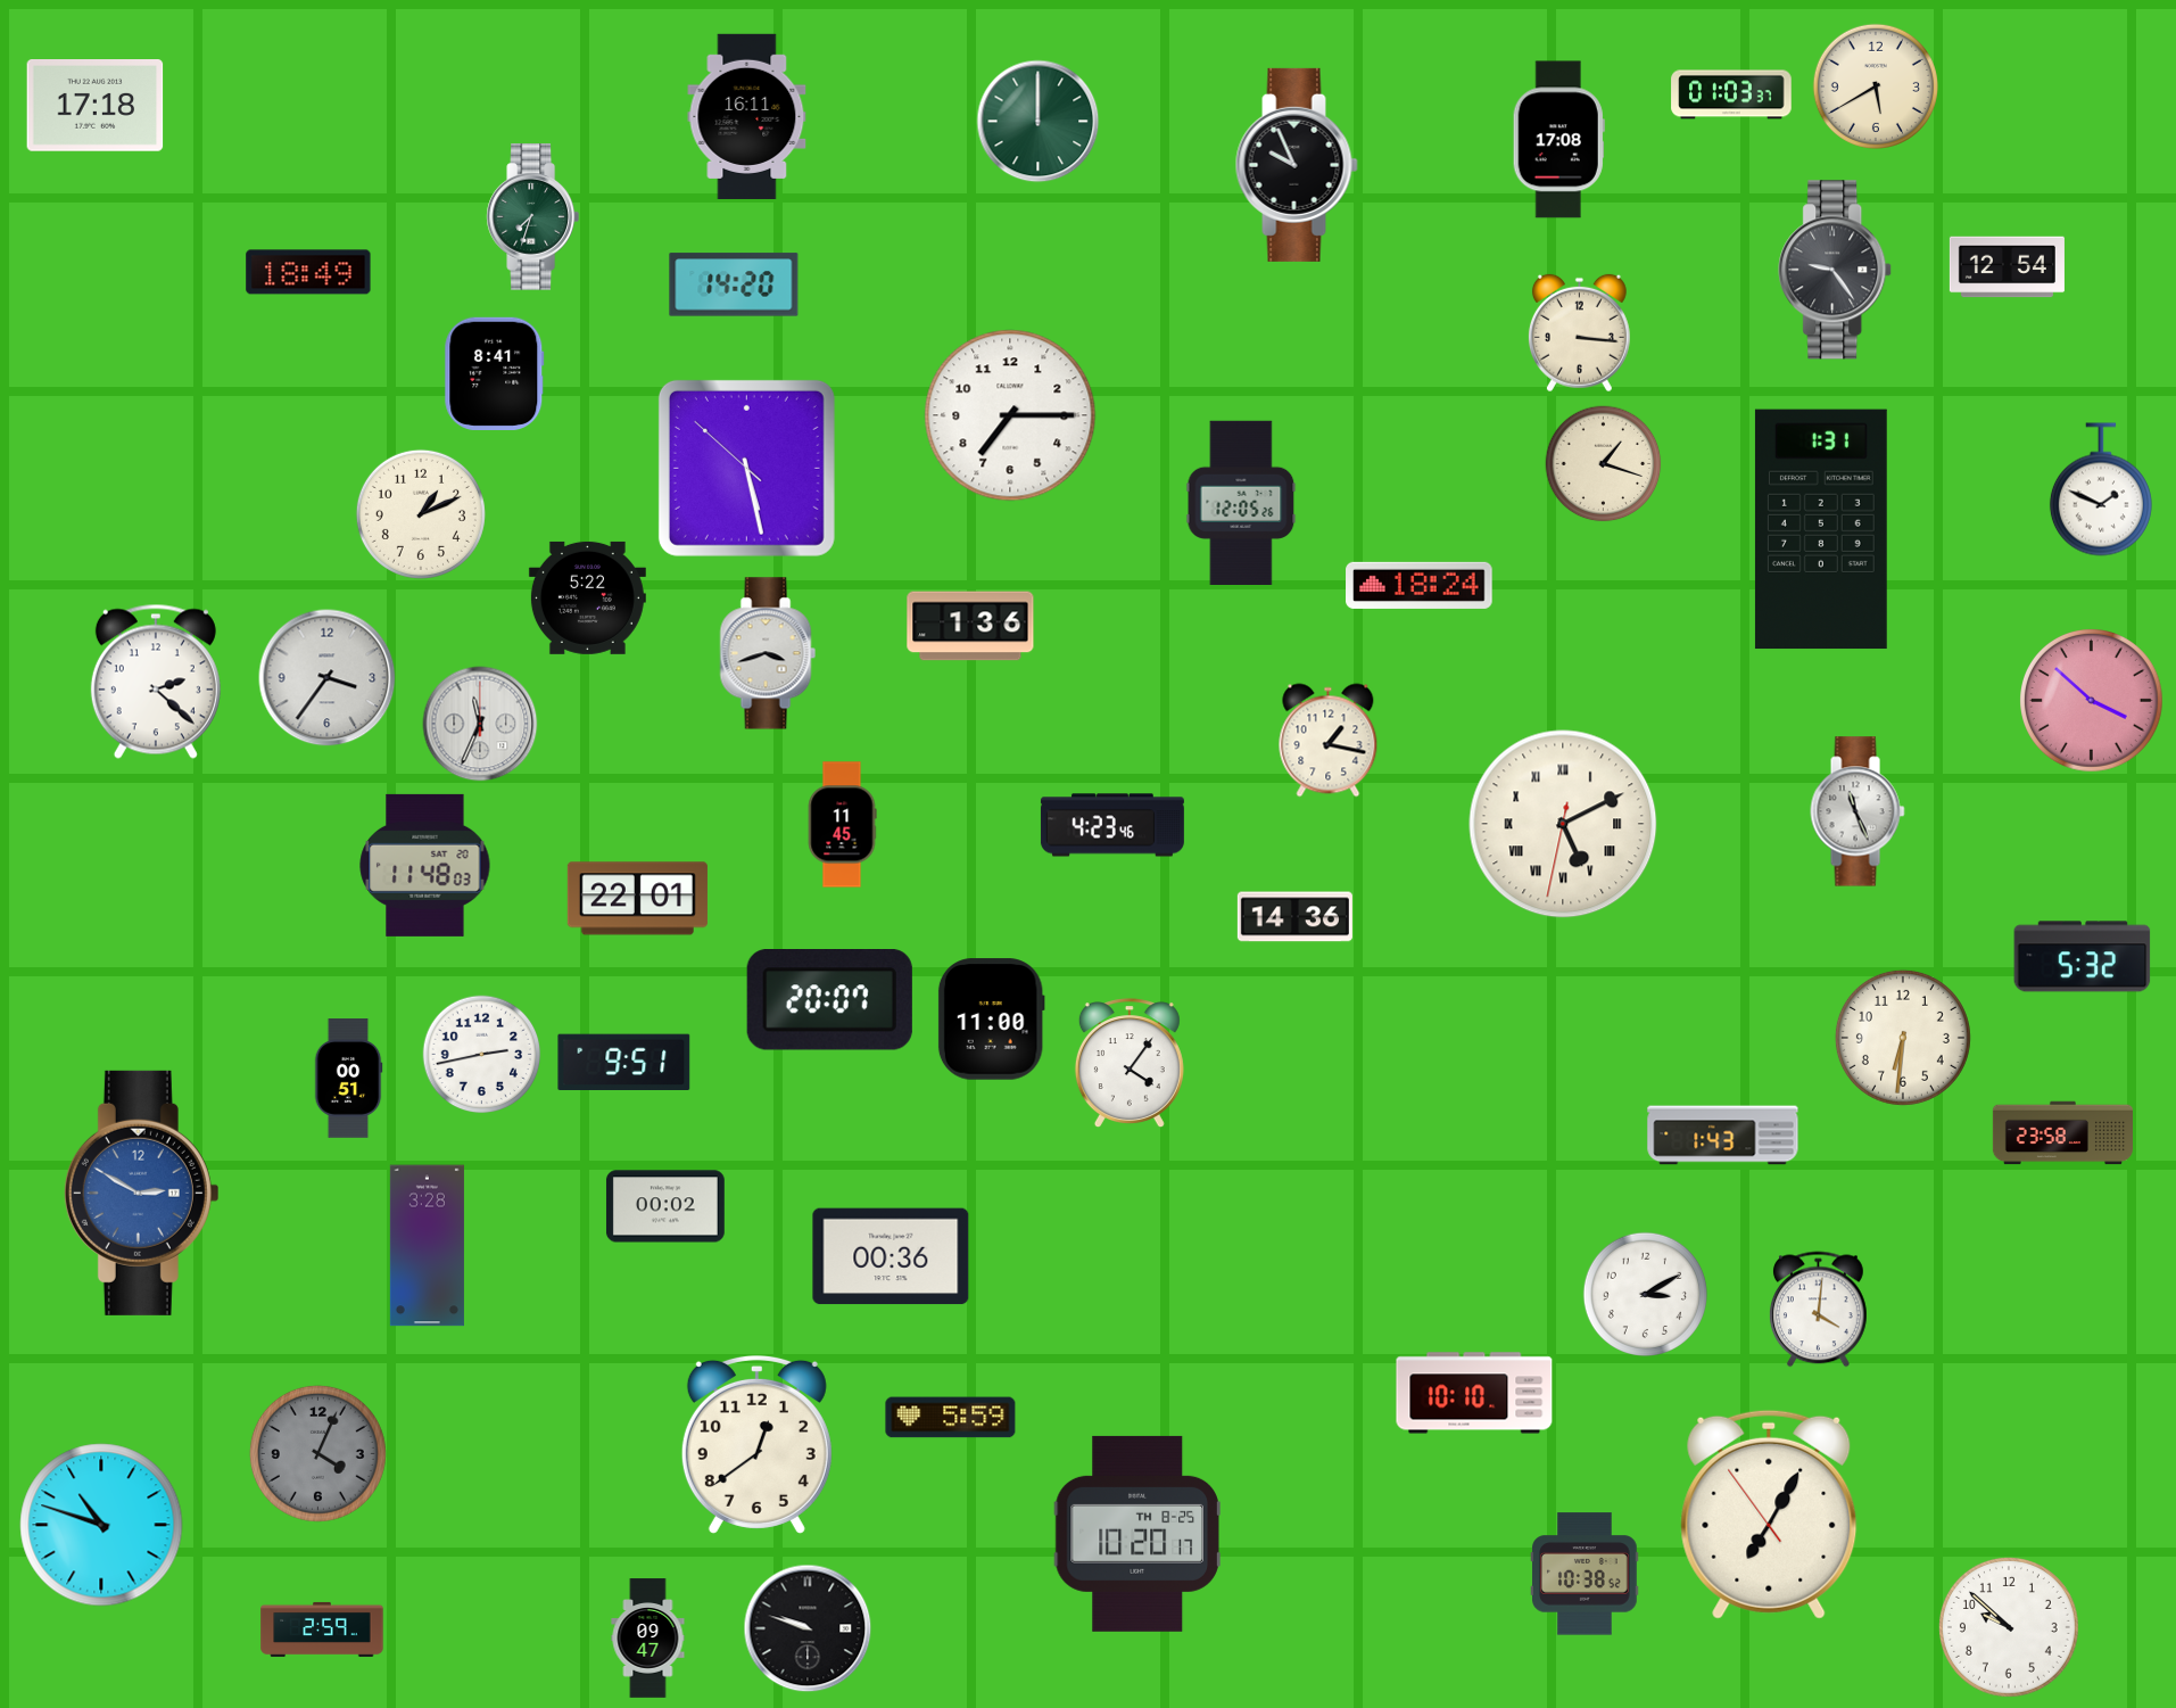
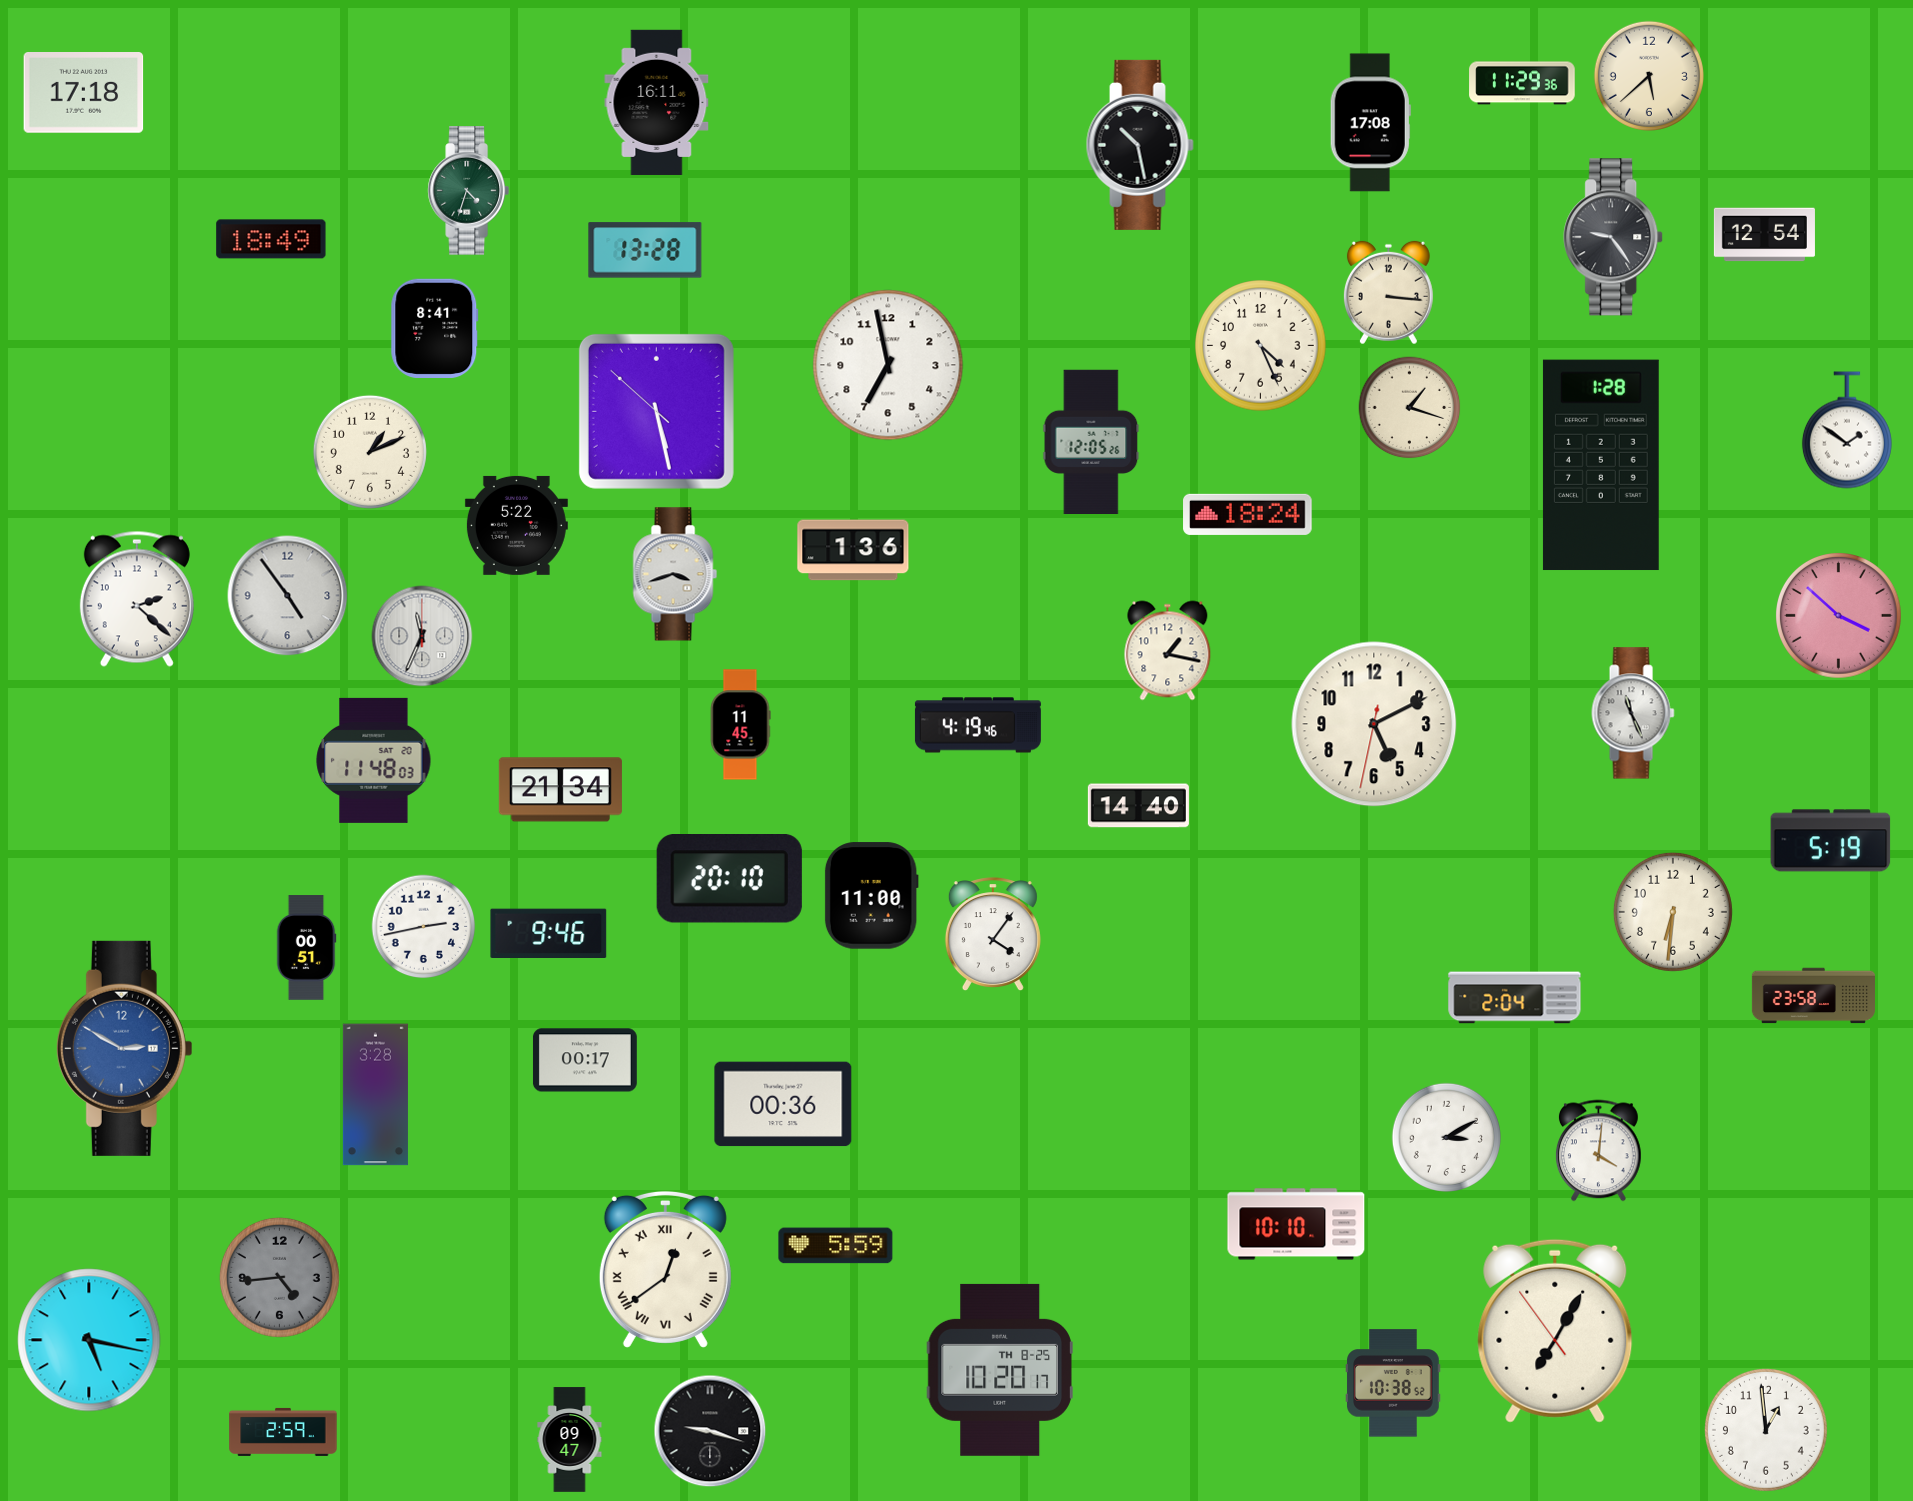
clock at (1876, 86): 5:40 -> 5:38
clock at (1731, 94): 01:03 -> 11:29
clock at (1039, 122): 12:00 -> none
clock at (1297, 165): 9:56 -> 10:28
clock at (532, 217): 7:33 -> 4:33
clock at (734, 284): 14:20 -> 13:28
clock at (1261, 346): none -> 4:26
clock at (1010, 415): 7:15 -> 6:58
clock at (2101, 489): 1:49 -> 1:51
clock at (1821, 529): 1:31 -> 1:28
clock at (328, 678): 3:36 -> 4:54
clock at (1563, 824) numerals: Roman -> Arabic
clock at (1112, 825): 4:23 -> 4:19
clock at (637, 899): 22:01 -> 21:34
clock at (1294, 917): 14:36 -> 14:40
clock at (2083, 957): 5:32 -> 5:19
clock at (829, 1000): 20:07 -> 20:10
clock at (624, 1062): 9:51 -> 9:46
clock at (1723, 1136): 1:43 -> 2:04
clock at (665, 1206): 00:02 -> 00:17
clock at (756, 1444) numerals: Arabic -> Roman
clock at (317, 1453): 4:04 -> 4:44
clock at (101, 1525): 10:48 -> 5:17
clock at (1137, 1534) position: (1137, 1534) -> (1000, 1370)
clock at (2009, 1627): 9:52 -> 12:59
clock at (808, 1628): 9:48 -> 9:18
